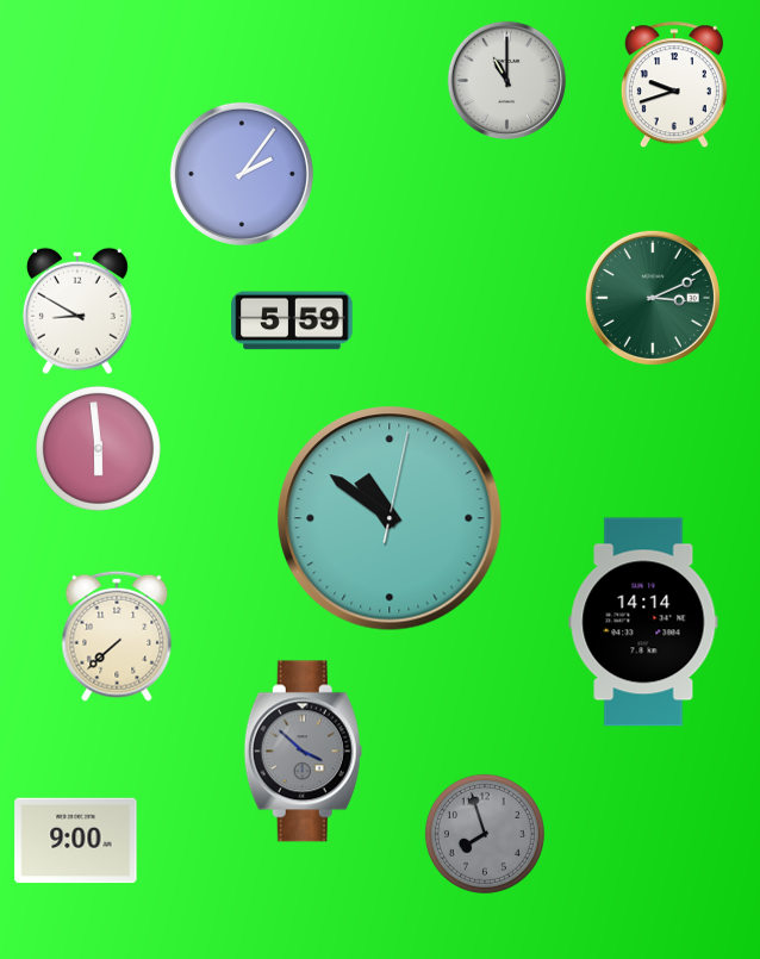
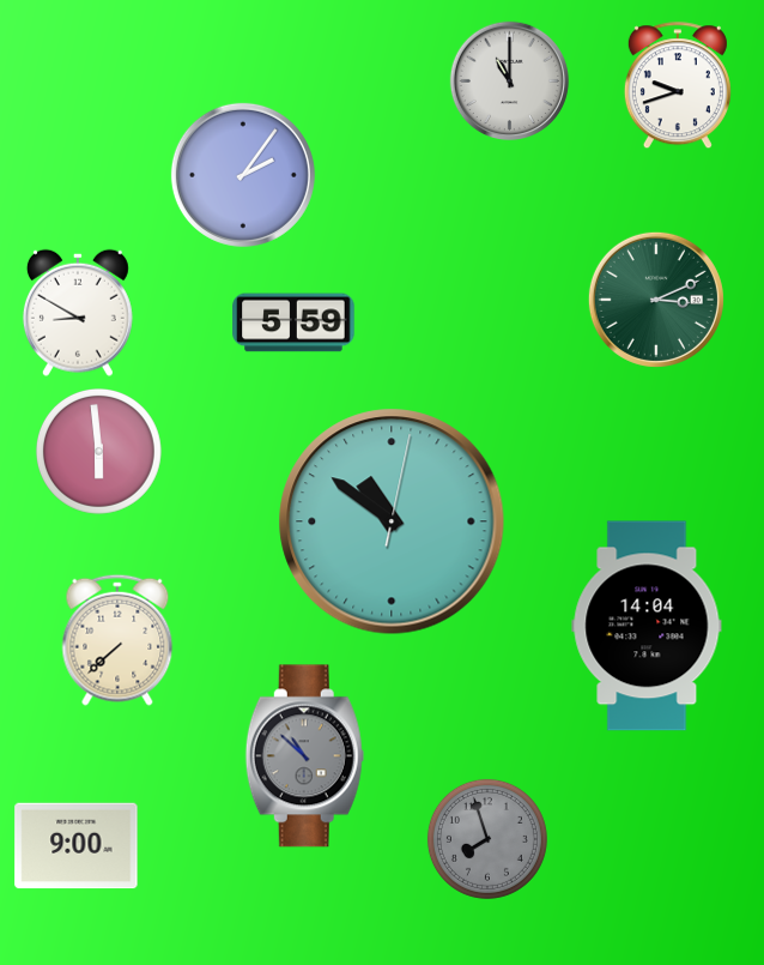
clock at (643, 622): 14:14 -> 14:04
clock at (303, 752): 3:52 -> 10:52
